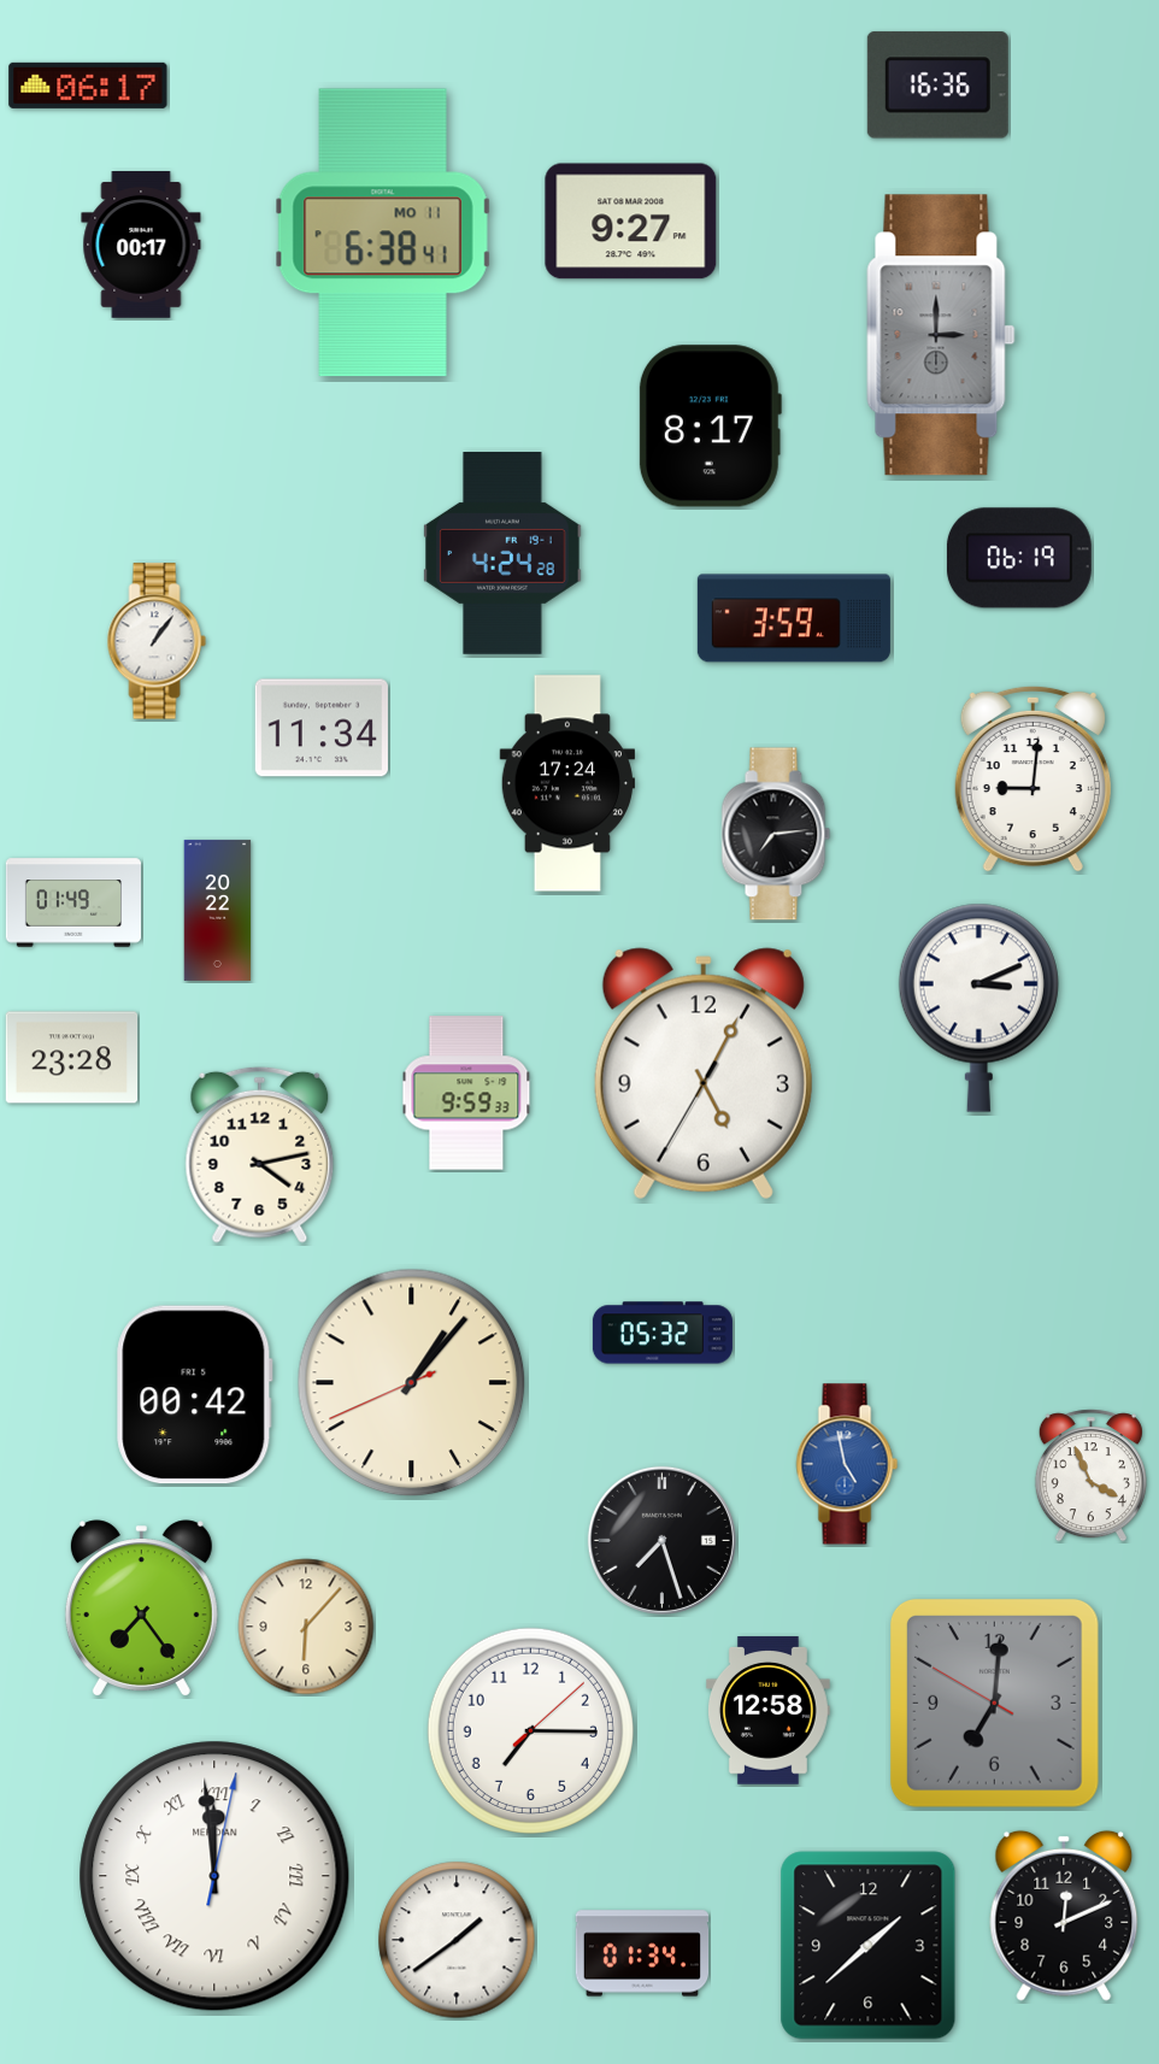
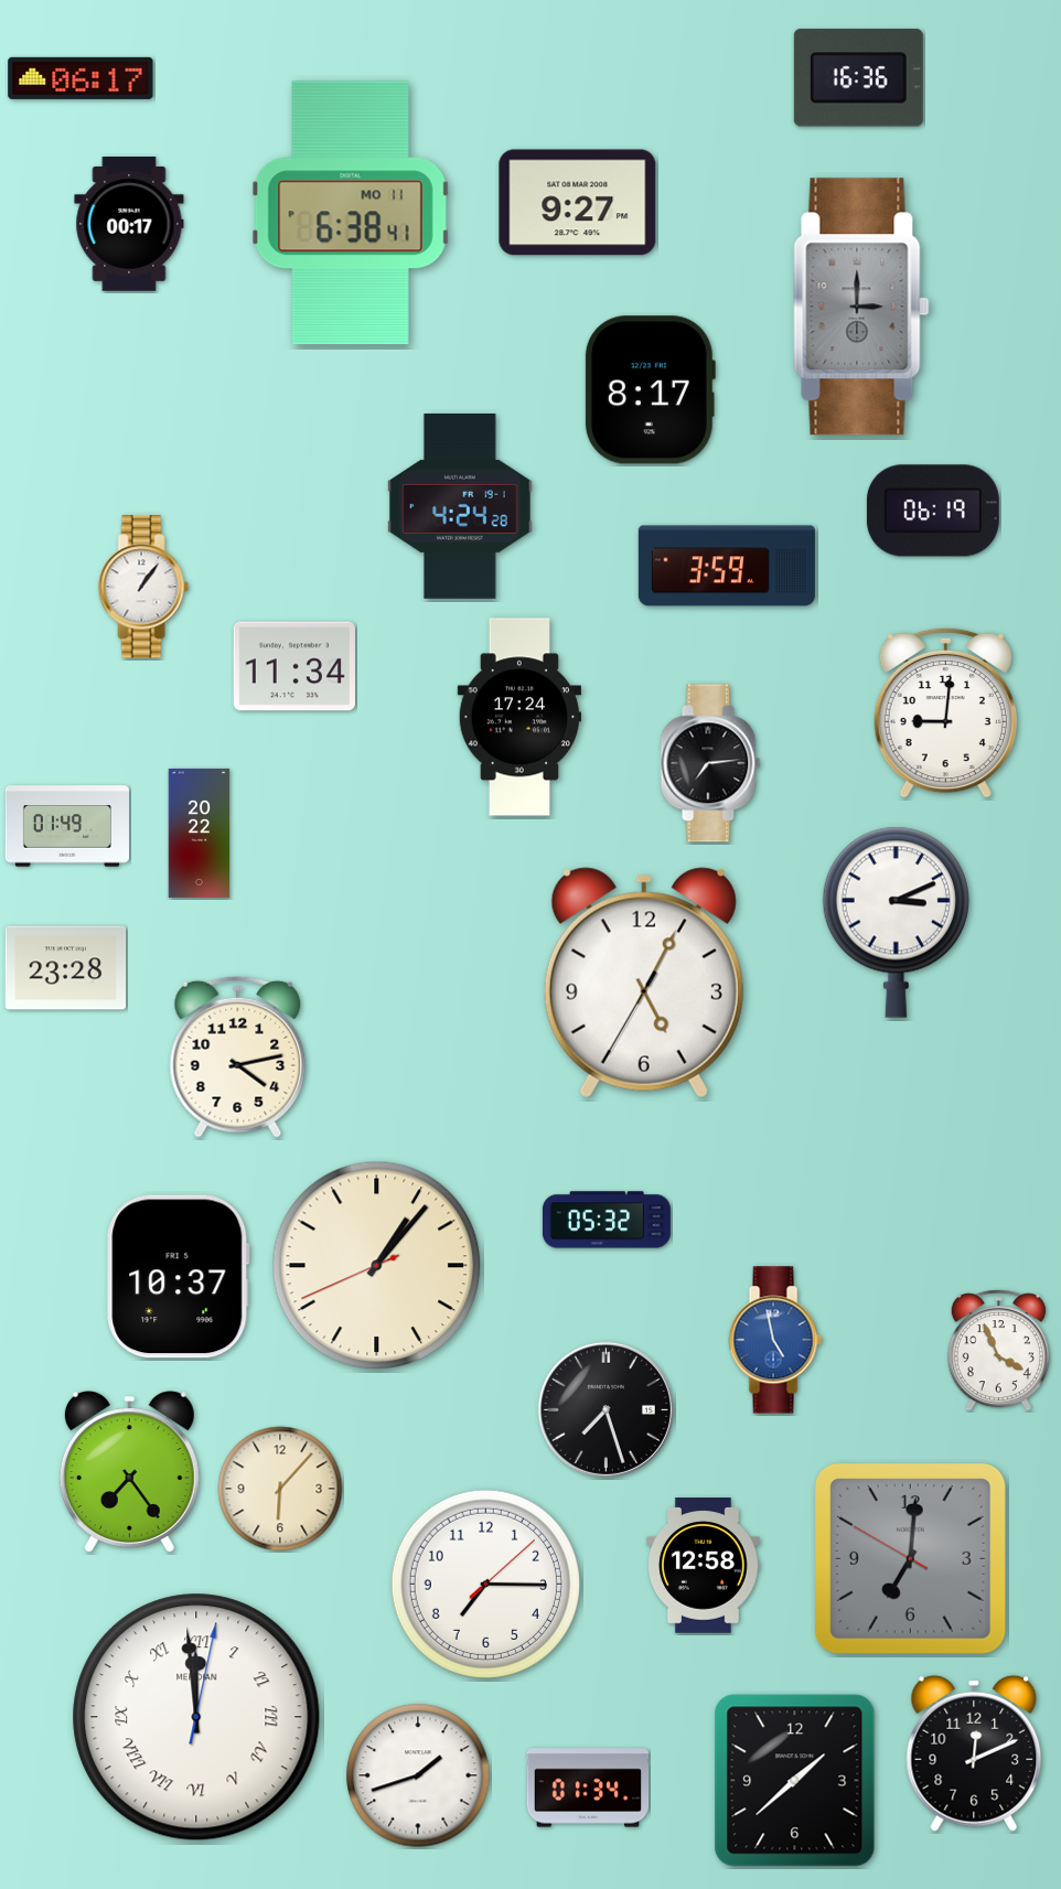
clock at (466, 1093): 9:59 -> none
clock at (195, 1395): 00:42 -> 10:37
clock at (457, 1940): 1:39 -> 1:42
